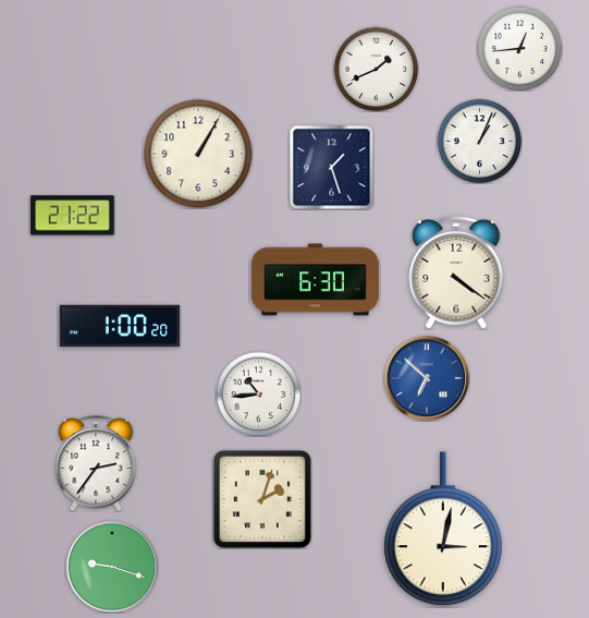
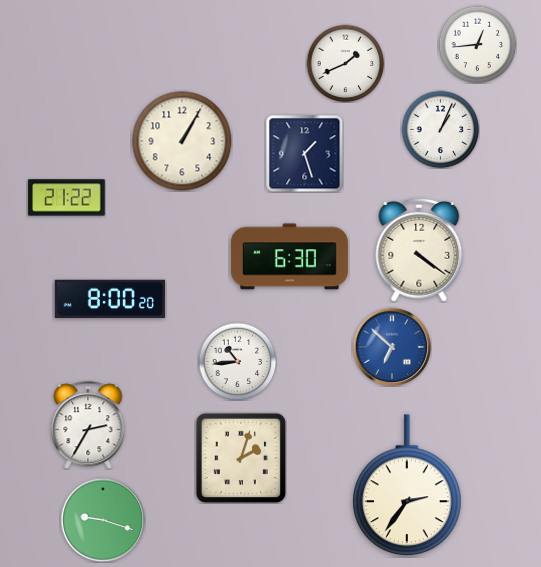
clock at (120, 326): 1:00 -> 8:00
clock at (96, 463): 2:36 -> 2:35
clock at (443, 530): 3:02 -> 2:36
